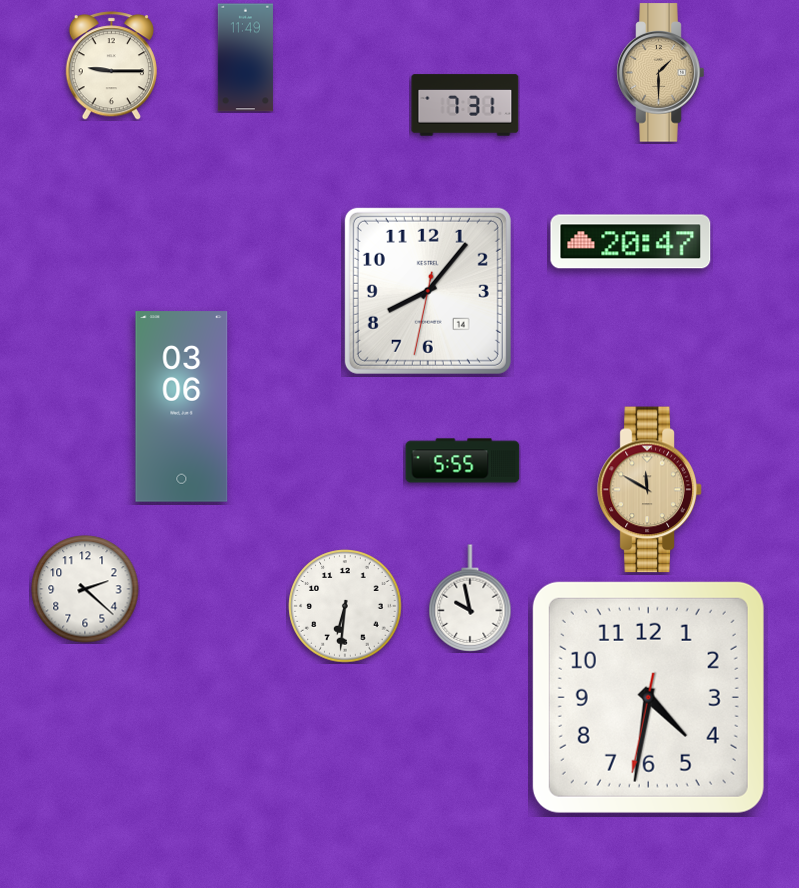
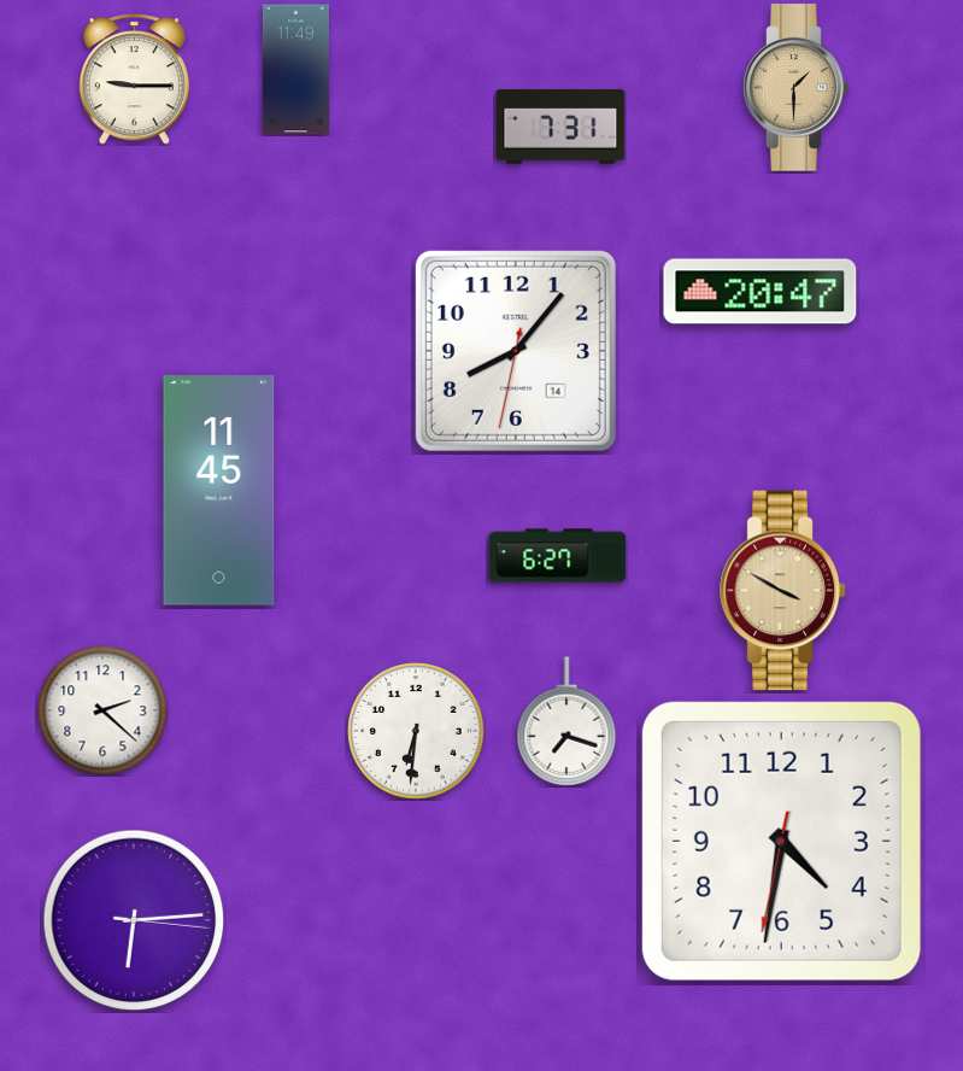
clock at (182, 407): 03:06 -> 11:45
clock at (463, 461): 5:55 -> 6:27
clock at (650, 490): 11:50 -> 3:50
clock at (470, 598): 9:58 -> 7:18
clock at (134, 920): none -> 6:14
